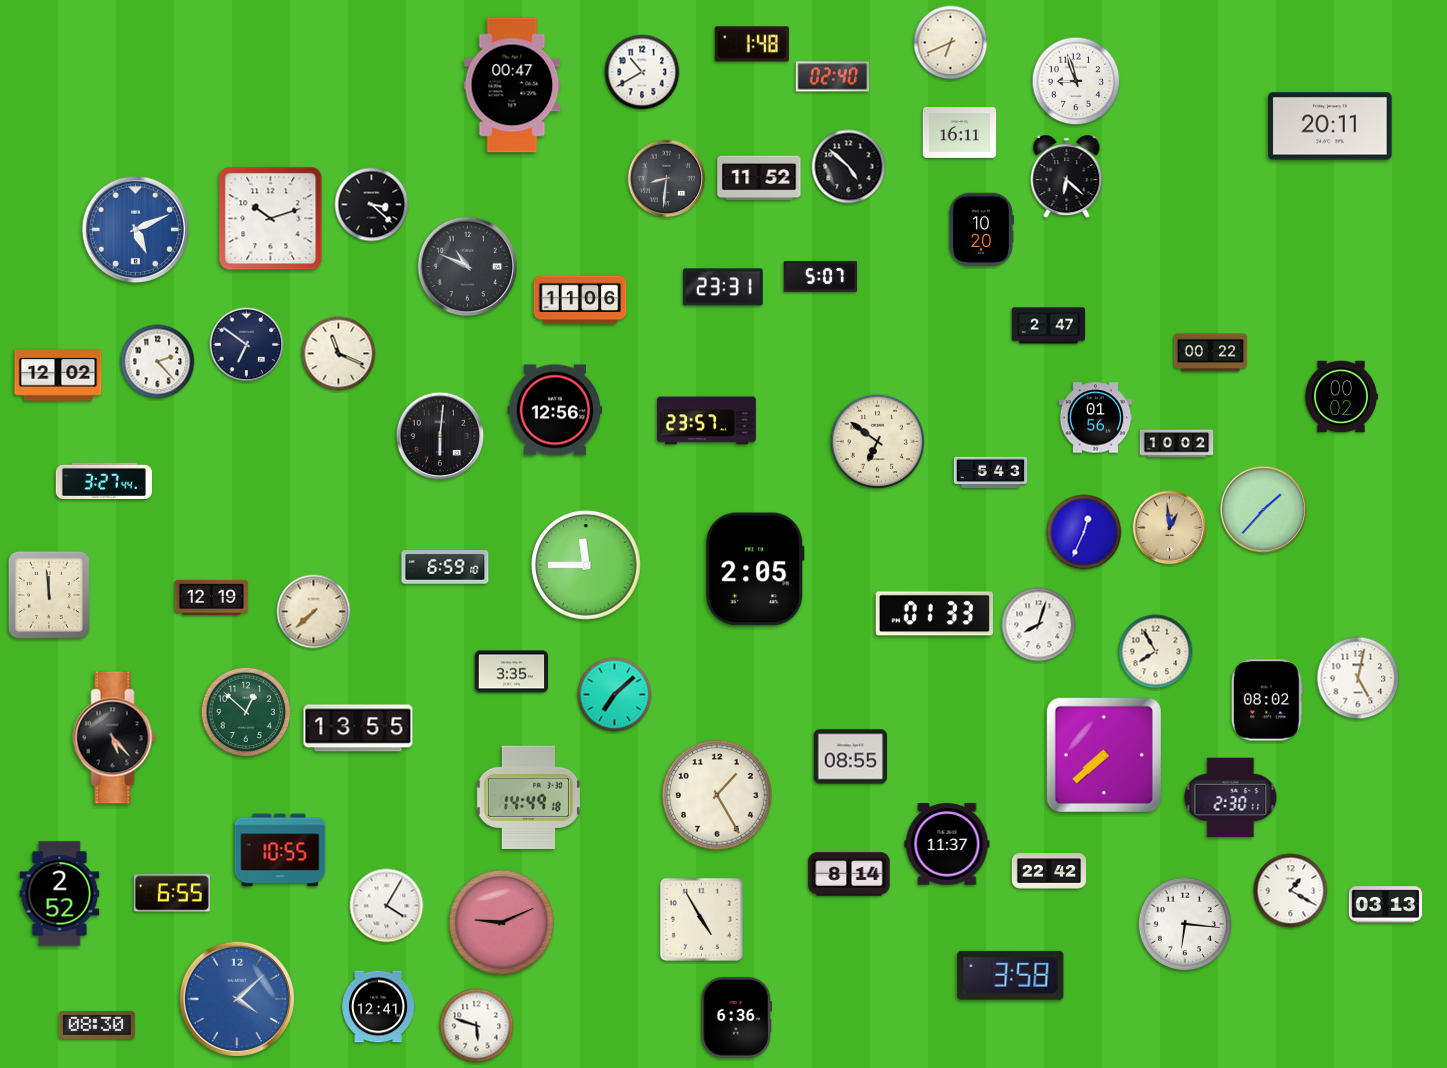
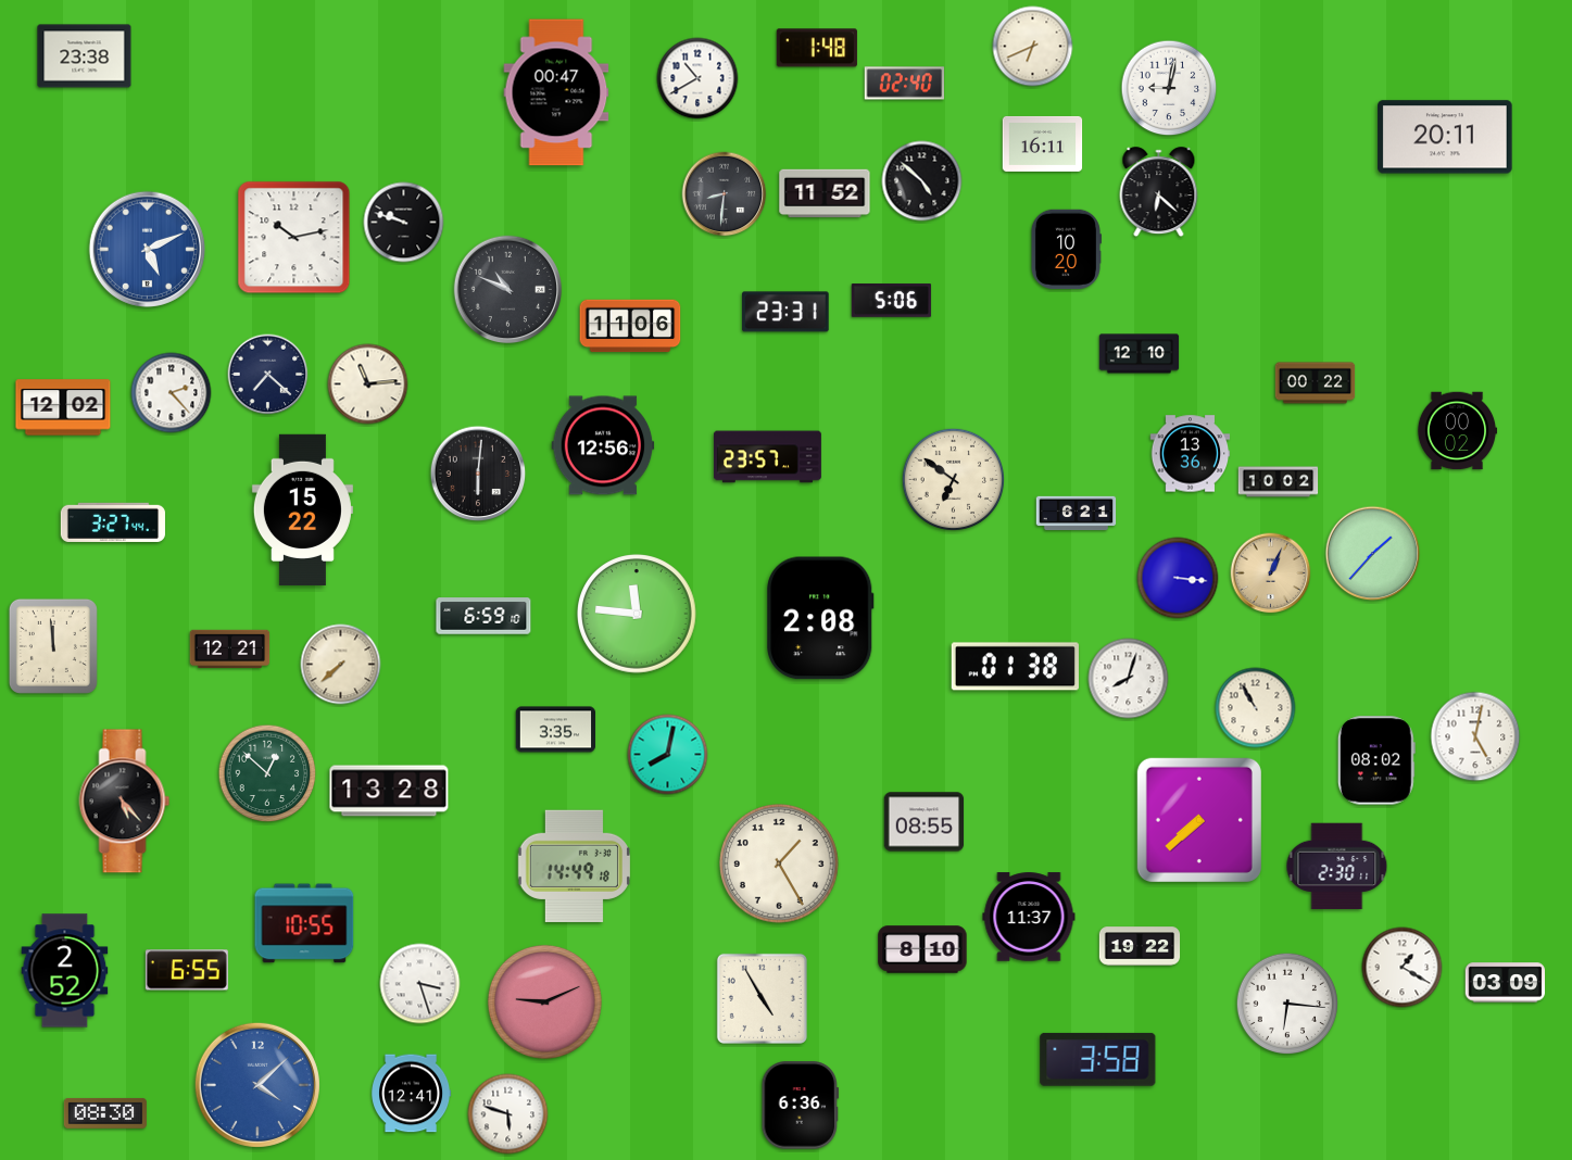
clock at (85, 56): none -> 23:38
clock at (1076, 81): 8:57 -> 9:02
clock at (372, 205): 3:22 -> 9:48
clock at (271, 219): 10:12 -> 10:13
clock at (821, 277): 5:07 -> 5:06
clock at (1049, 326): 2:47 -> 12:10
clock at (247, 345): 6:51 -> 7:22
clock at (339, 354): 11:19 -> 11:14
clock at (1096, 418): 01:56 -> 13:36
clock at (302, 509): none -> 15:22
clock at (991, 473): 5:43 -> 6:21
clock at (1170, 528): 12:59 -> 1:04
clock at (1084, 532): 12:34 -> 3:16
clock at (587, 566): 11:45 -> 11:46
clock at (755, 569): 2:05 -> 2:08
clock at (212, 597): 12:19 -> 12:21
clock at (934, 614): 01:33 -> 01:38
clock at (1156, 652): 7:55 -> 10:55
clock at (615, 695): 7:08 -> 8:02
clock at (358, 728): 13:55 -> 13:28
clock at (1049, 871): 22:42 -> 19:22
clock at (849, 874): 8:14 -> 8:10
clock at (1386, 905): 03:13 -> 03:09
clock at (387, 906): 4:05 -> 3:27
clock at (477, 1026) position: (477, 1026) -> (508, 1114)
